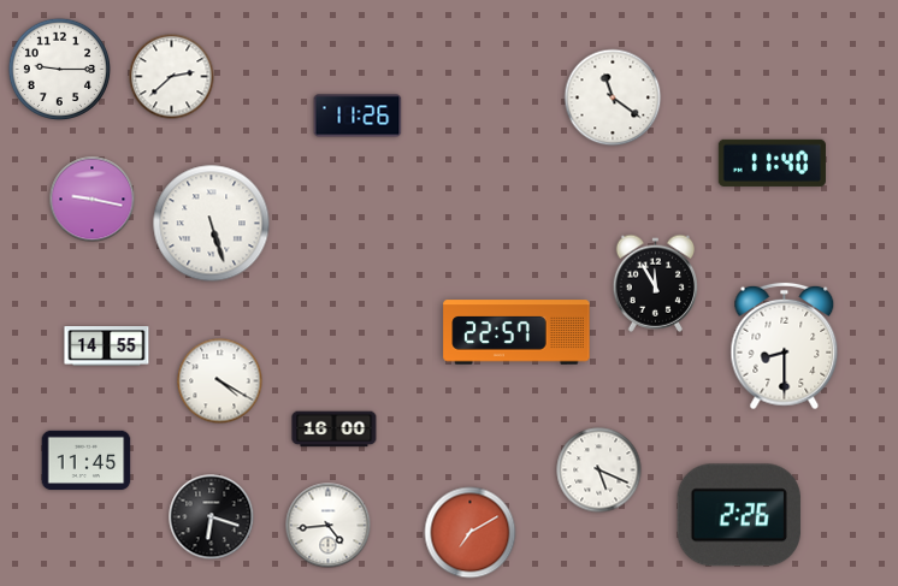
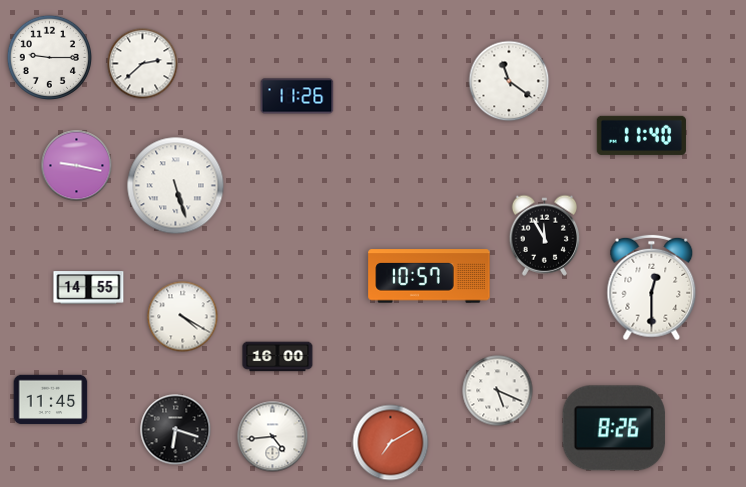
clock at (516, 332): 22:57 -> 10:57
clock at (785, 347): 8:30 -> 12:30
clock at (87, 461) position: (87, 461) -> (51, 400)
clock at (739, 515): 2:26 -> 8:26
